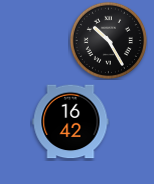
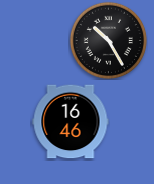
clock at (71, 122): 16:42 -> 16:46
